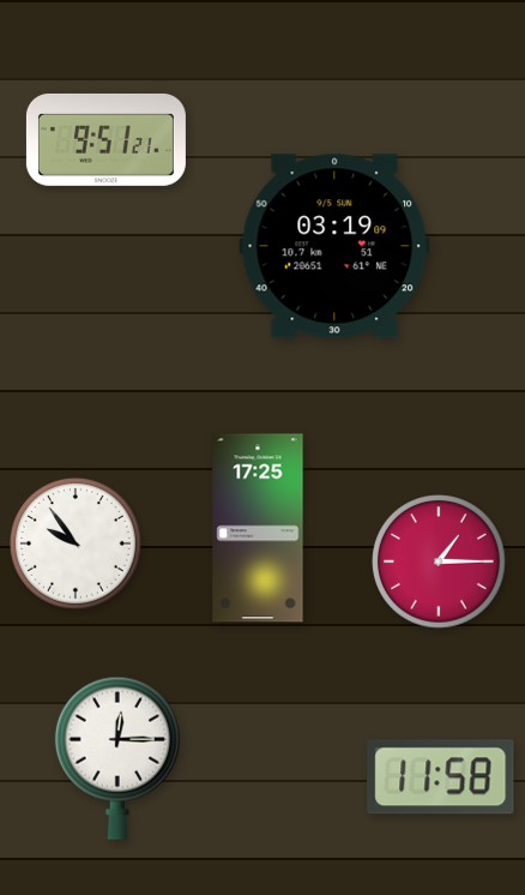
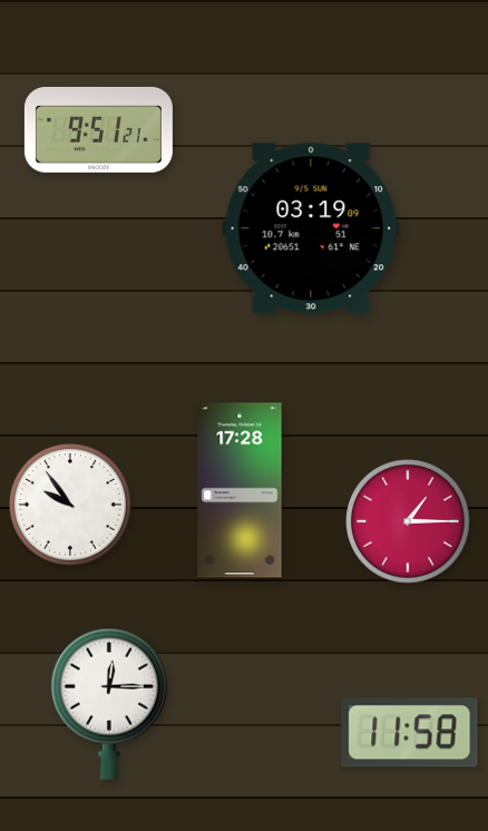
clock at (258, 528): 17:25 -> 17:28
clock at (441, 777) position: (441, 777) -> (410, 733)
